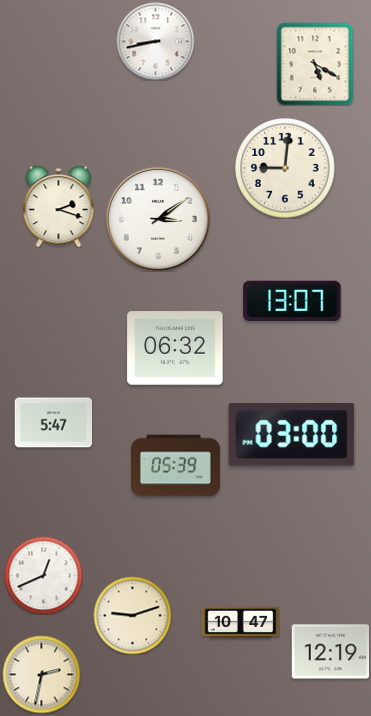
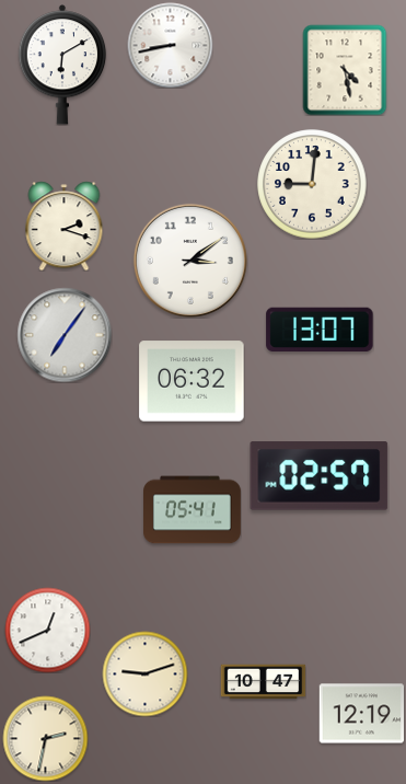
clock at (62, 65): none -> 6:10
clock at (315, 64): 5:20 -> 4:28
clock at (158, 219) position: (158, 219) -> (190, 261)
clock at (65, 335): none -> 7:06
clock at (53, 423): 5:47 -> none
clock at (292, 435): 03:00 -> 02:57
clock at (176, 466): 05:39 -> 05:41
